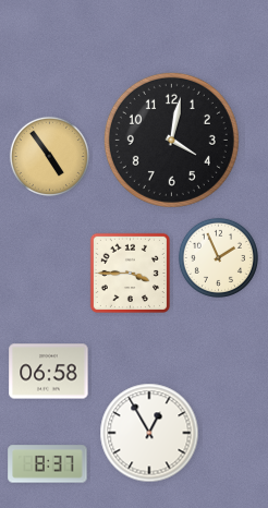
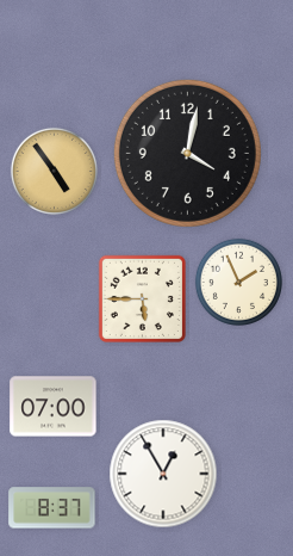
clock at (130, 273): 3:45 -> 5:45
clock at (49, 372): 06:58 -> 07:00
